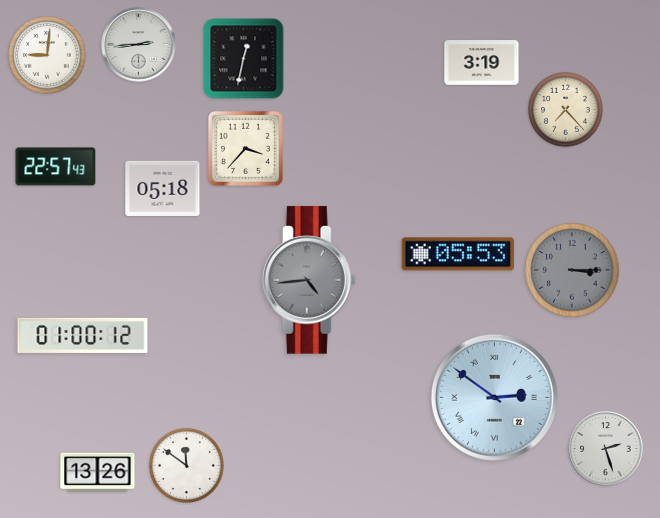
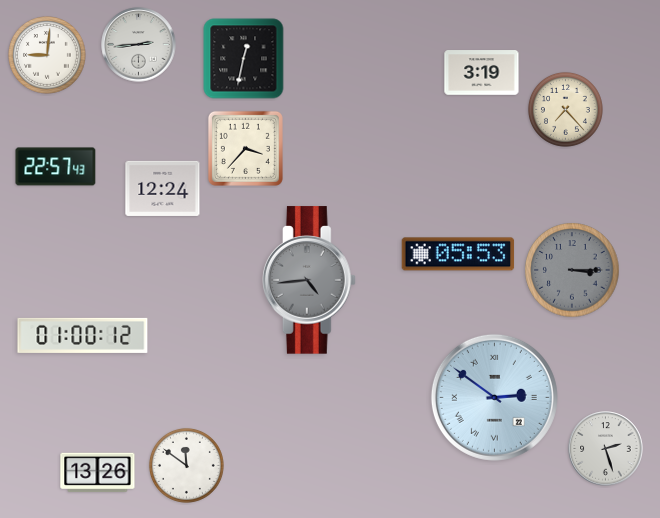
clock at (482, 63) position: (482, 63) -> (482, 73)
clock at (163, 188): 05:18 -> 12:24
